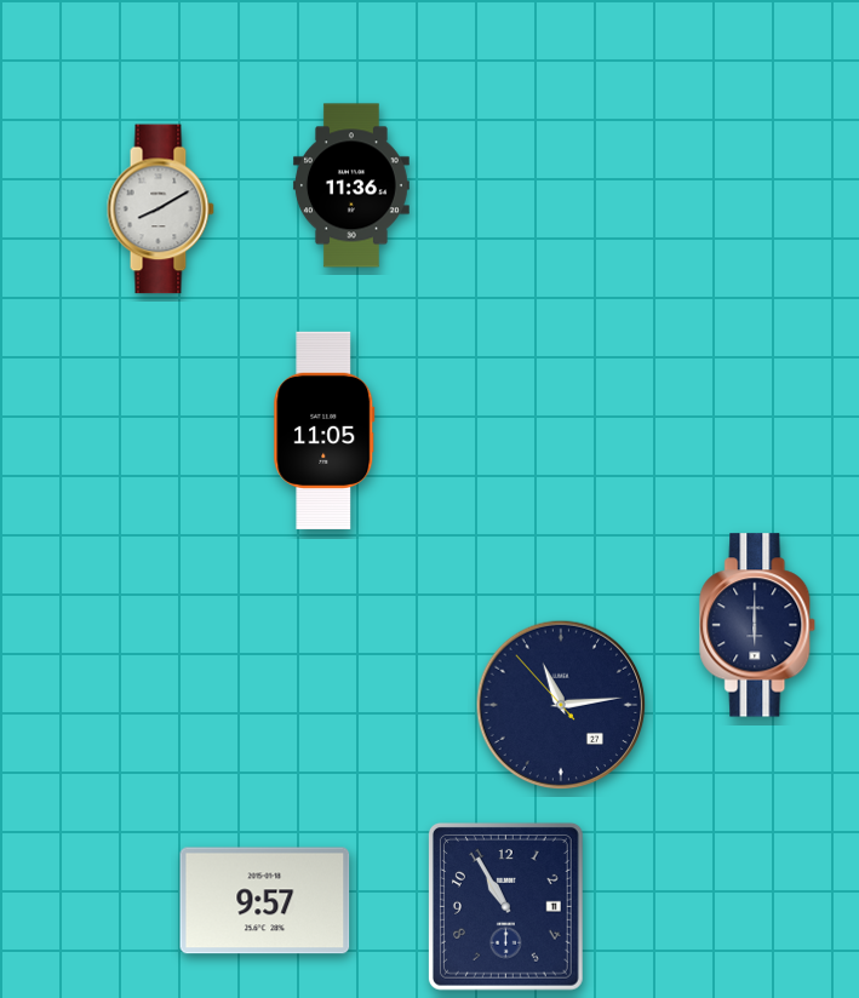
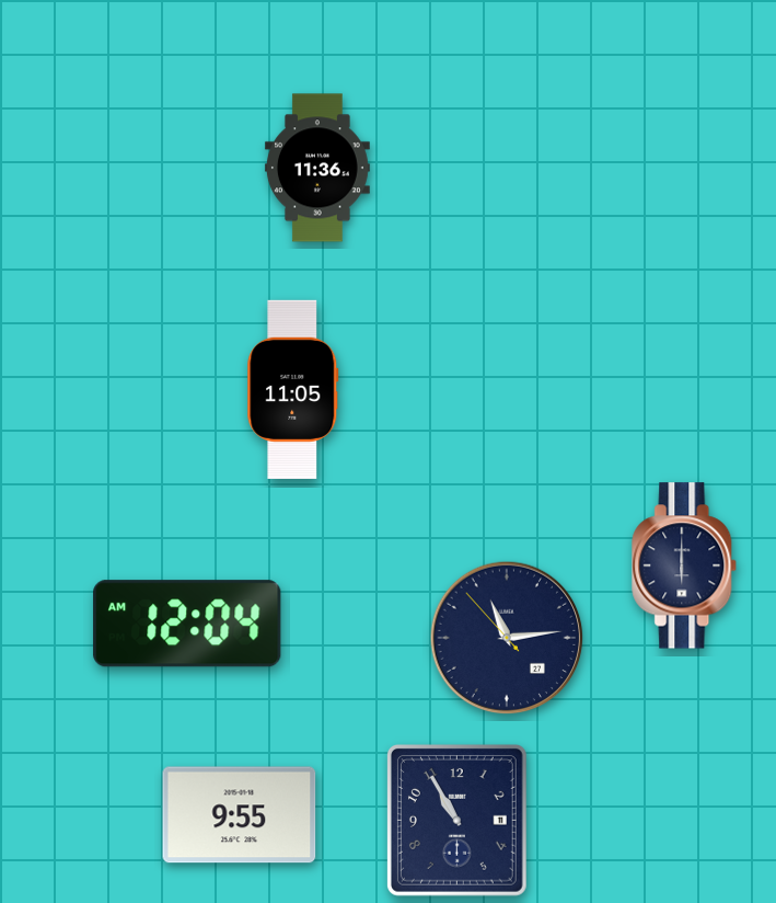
clock at (160, 210): 8:10 -> none
clock at (187, 624): none -> 12:04
clock at (265, 901): 9:57 -> 9:55
